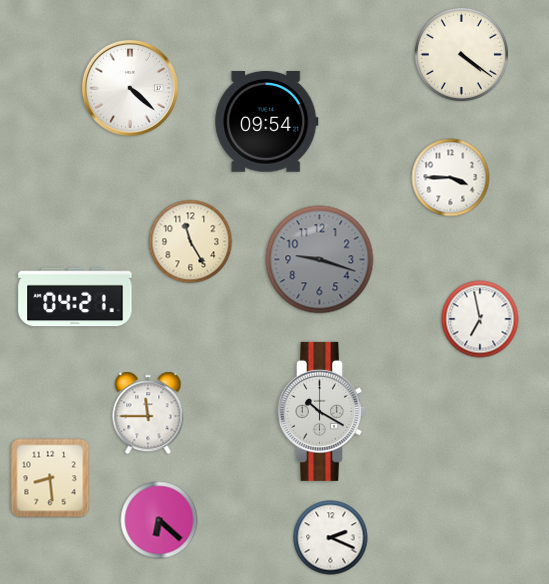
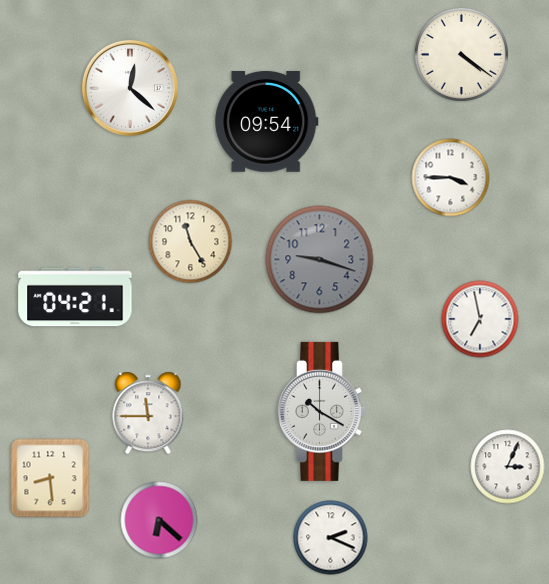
clock at (130, 88): 4:22 -> 12:22
clock at (508, 467): none -> 3:04
